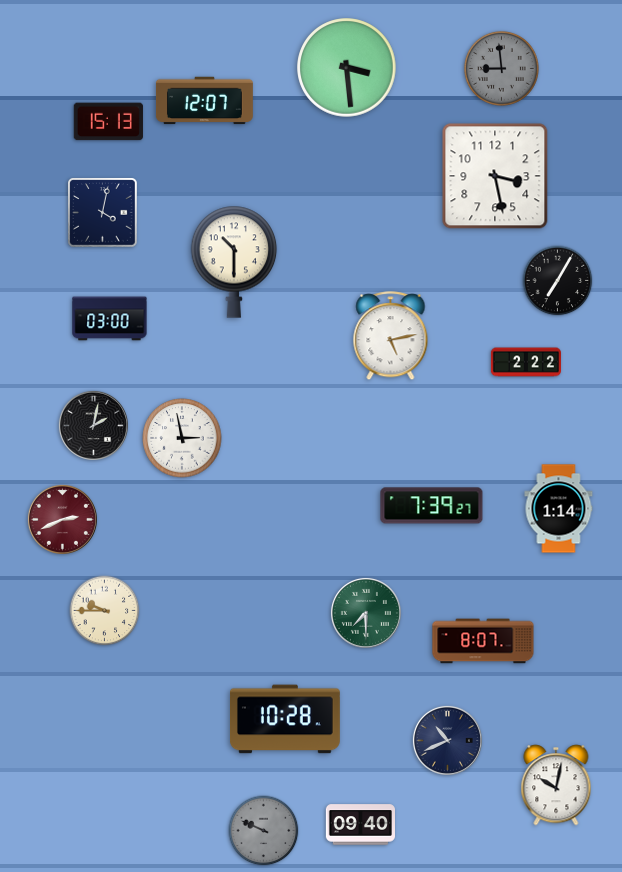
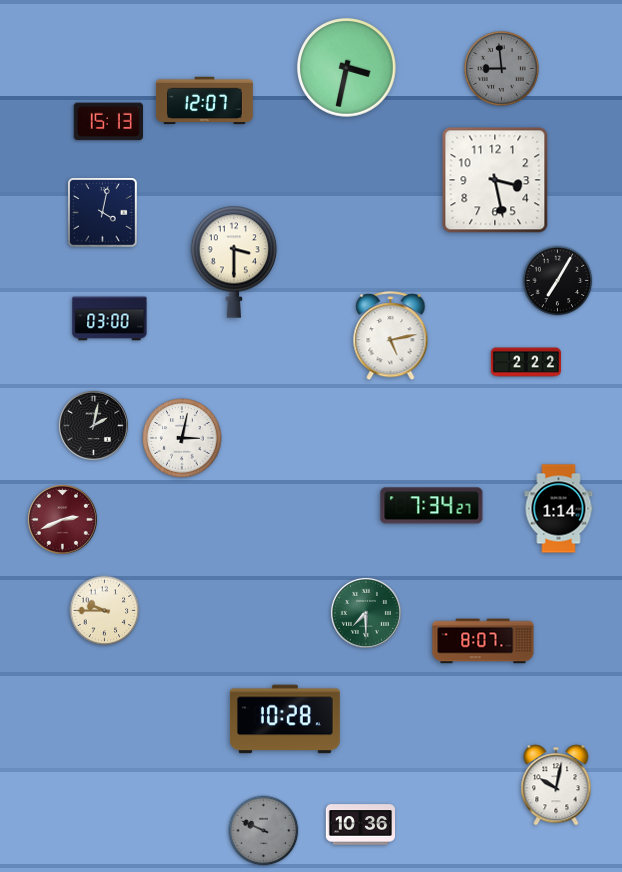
clock at (347, 68): 3:29 -> 3:32
clock at (495, 176) position: (495, 176) -> (495, 180)
clock at (234, 262): 10:30 -> 3:30
clock at (182, 438): 2:58 -> 3:02
clock at (432, 506): 7:39 -> 7:34
clock at (447, 740): 10:41 -> none
clock at (361, 825): 09:40 -> 10:36
